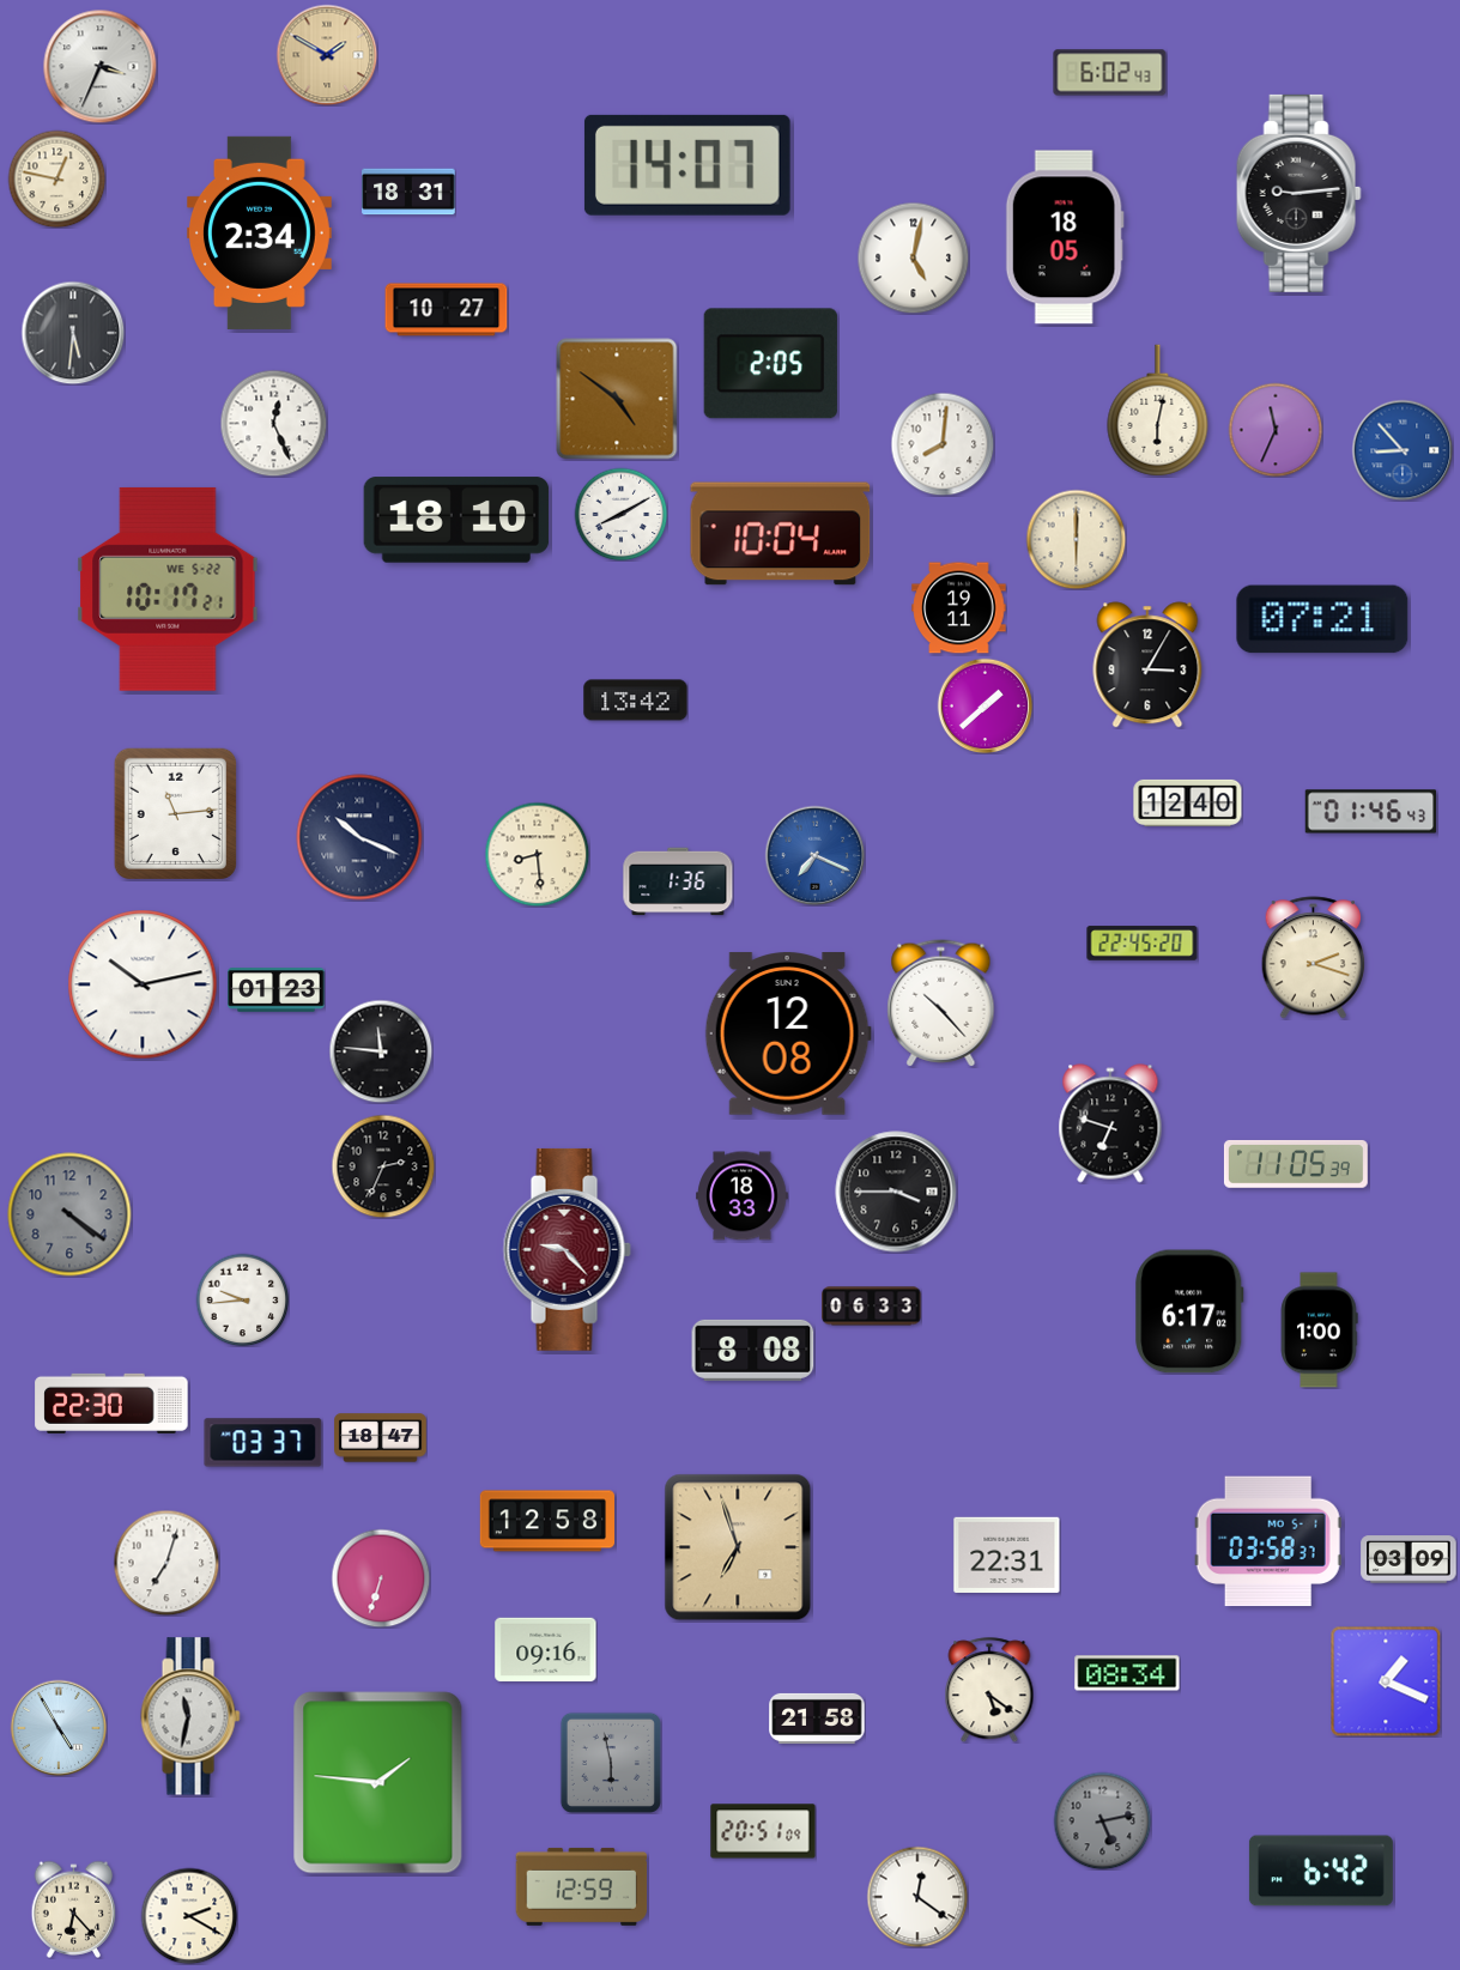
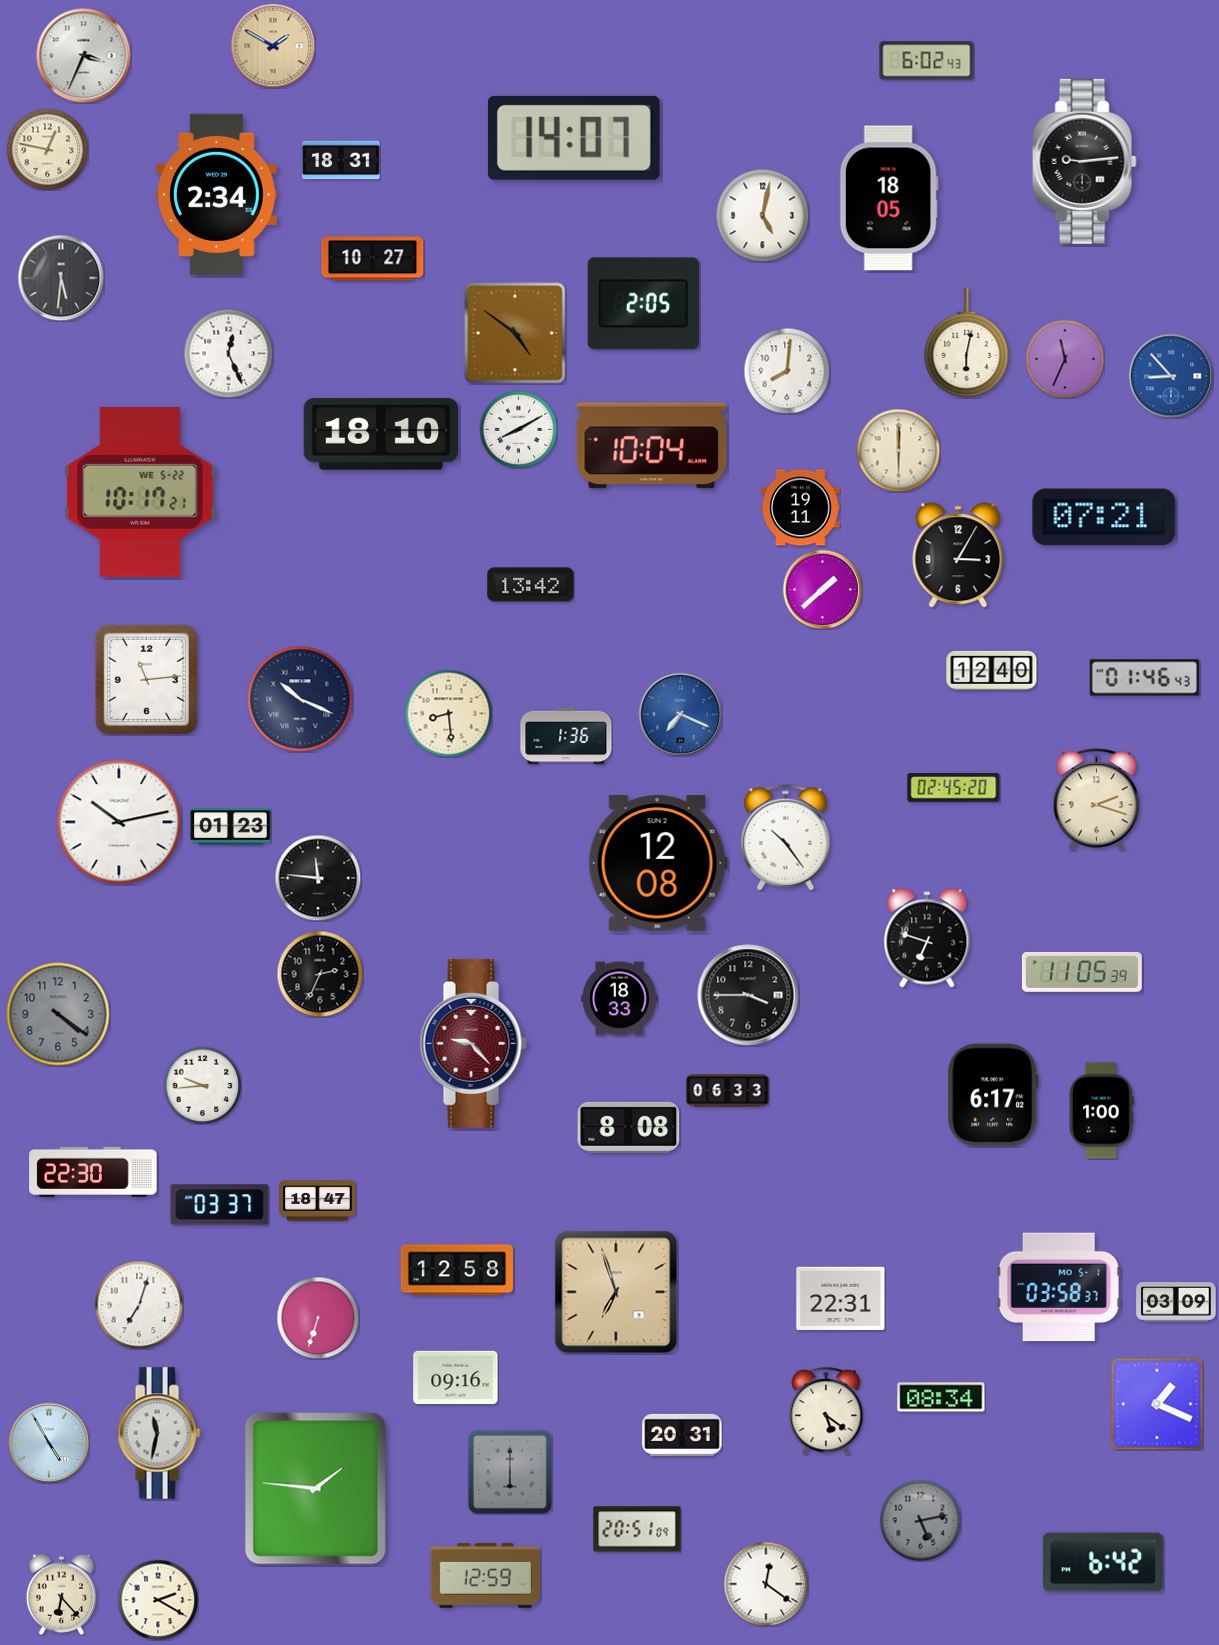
clock at (1143, 944): 22:45 -> 02:45
clock at (941, 1004): 10:23 -> 10:24
clock at (817, 1719): 21:58 -> 20:31
clock at (611, 1763): 5:58 -> 6:00
